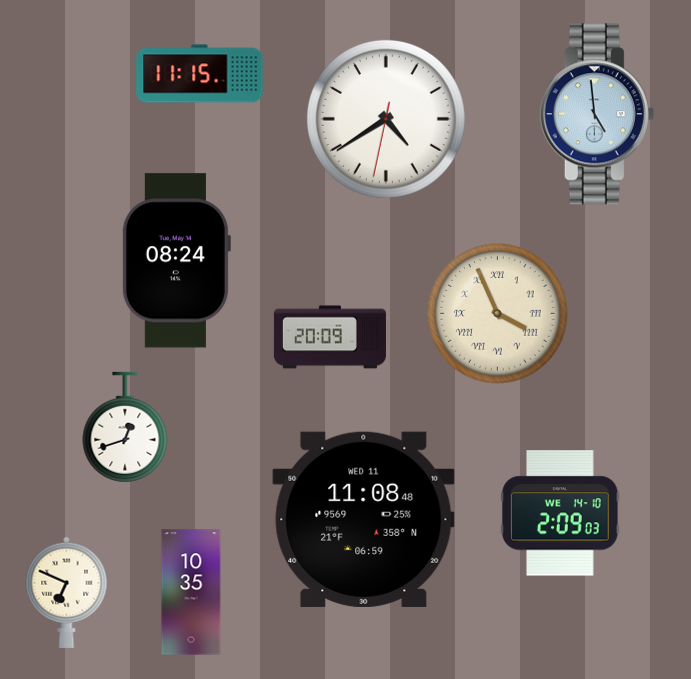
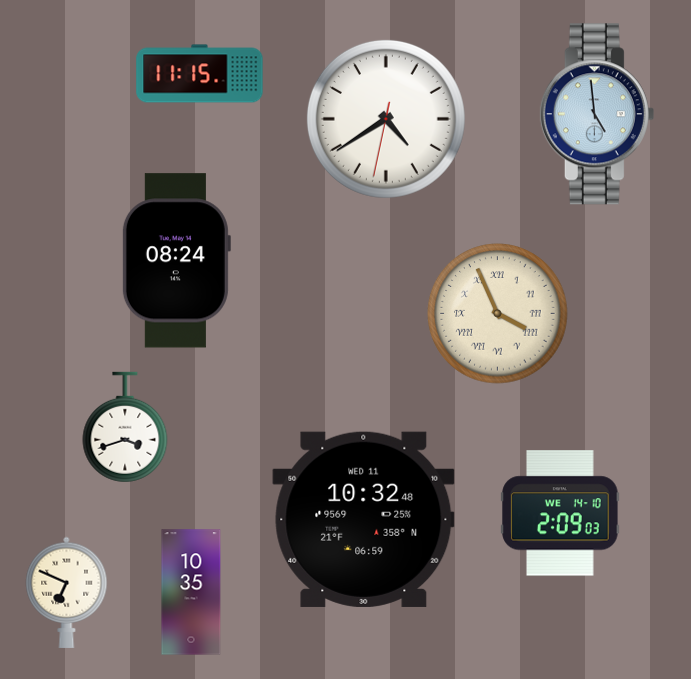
clock at (330, 337): 20:09 -> none
clock at (125, 427): 12:42 -> 3:42
clock at (364, 519): 11:08 -> 10:32
